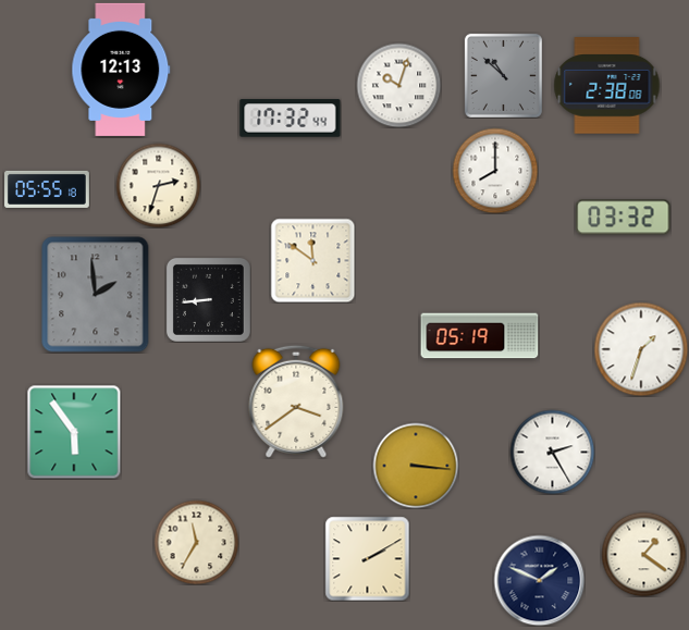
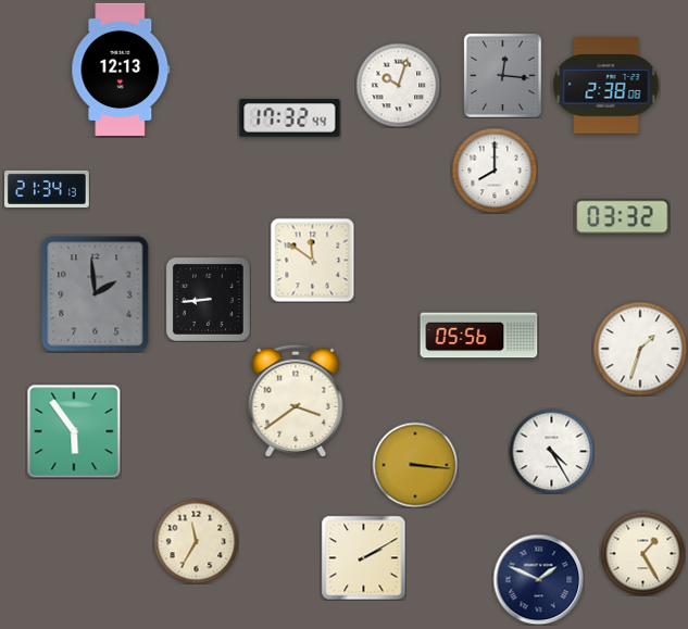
clock at (503, 75): 10:52 -> 12:16
clock at (158, 185): 2:33 -> none
clock at (48, 189): 05:55 -> 21:34
clock at (480, 336): 05:19 -> 05:56
clock at (552, 452): 2:25 -> 4:25
clock at (643, 554): 1:21 -> 1:25
clock at (367, 558) position: (367, 558) -> (363, 557)
